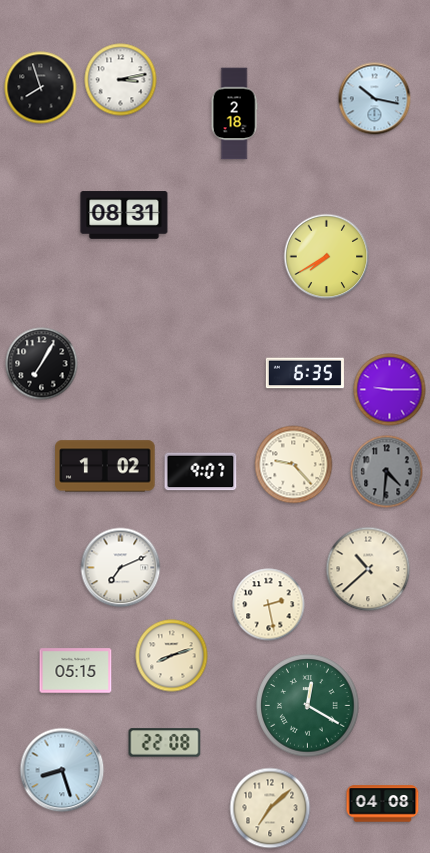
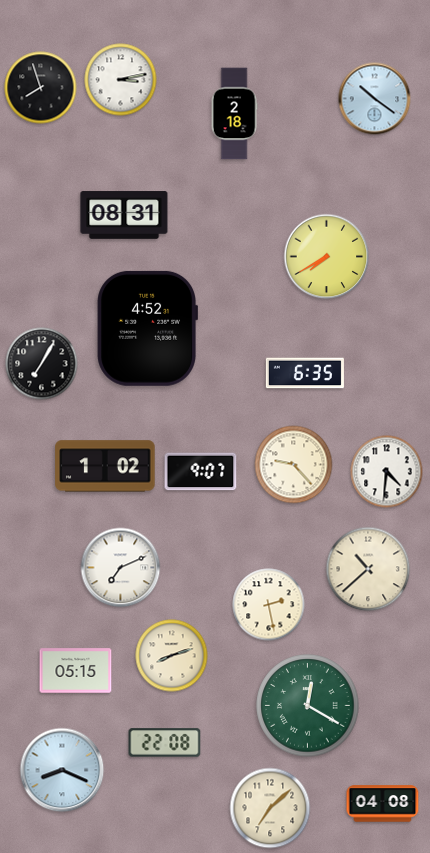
clock at (375, 99): 10:17 -> 10:21
clock at (147, 328): none -> 4:52
clock at (390, 390): 9:15 -> none
clock at (387, 472) dial: grey -> white
clock at (62, 770): 8:27 -> 8:19
